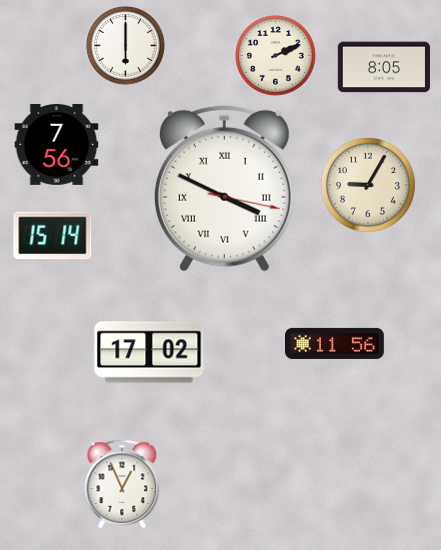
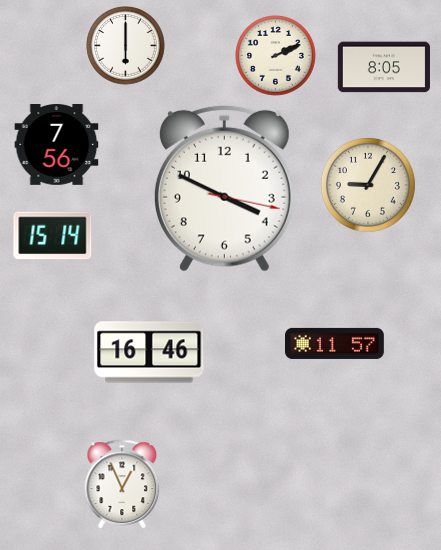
clock at (224, 188) numerals: Roman -> Arabic
clock at (335, 343): 11:56 -> 11:57
clock at (149, 352): 17:02 -> 16:46
